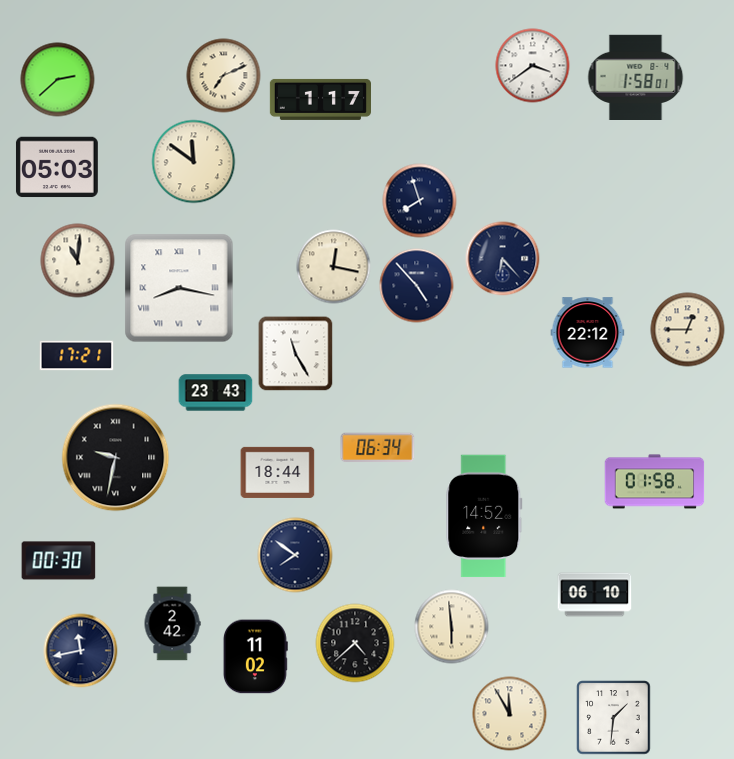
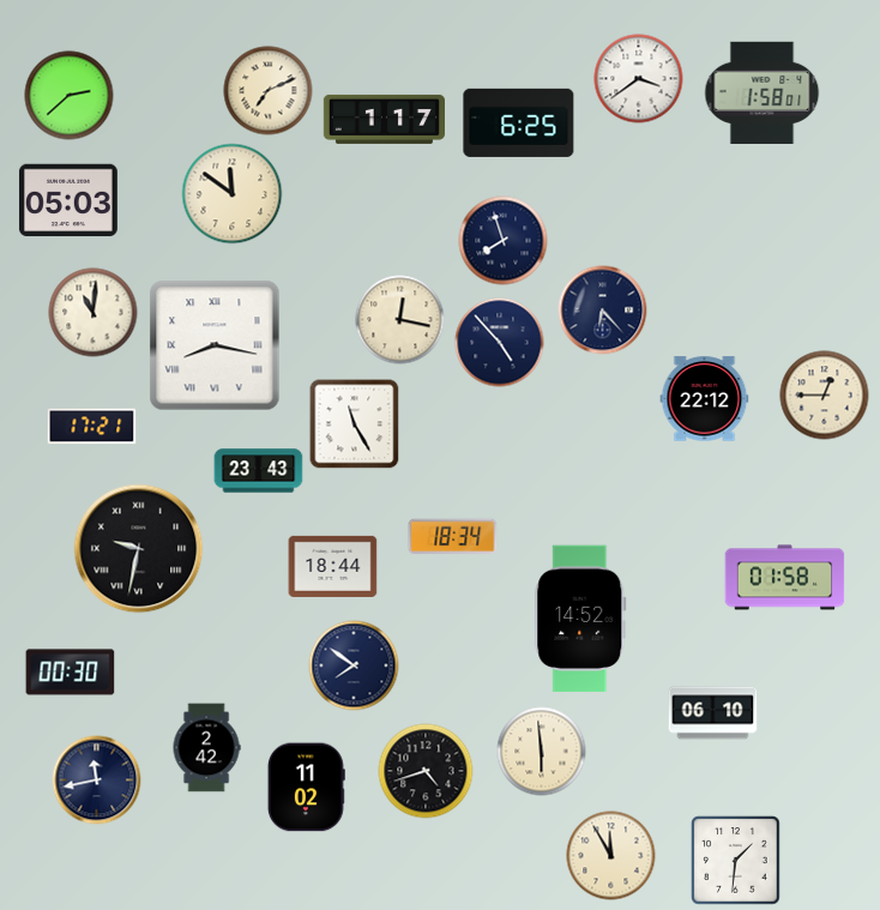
clock at (519, 122): none -> 6:25
clock at (378, 448): 06:34 -> 18:34
clock at (355, 643): 4:38 -> 4:42
